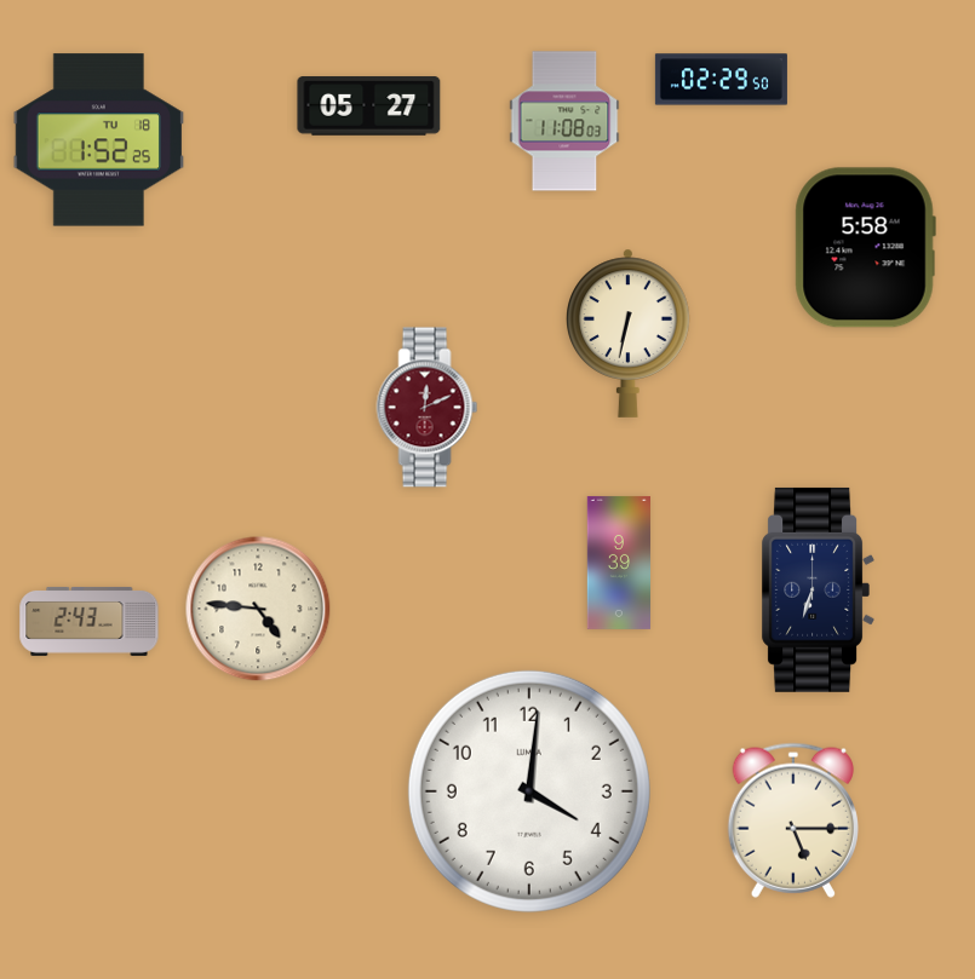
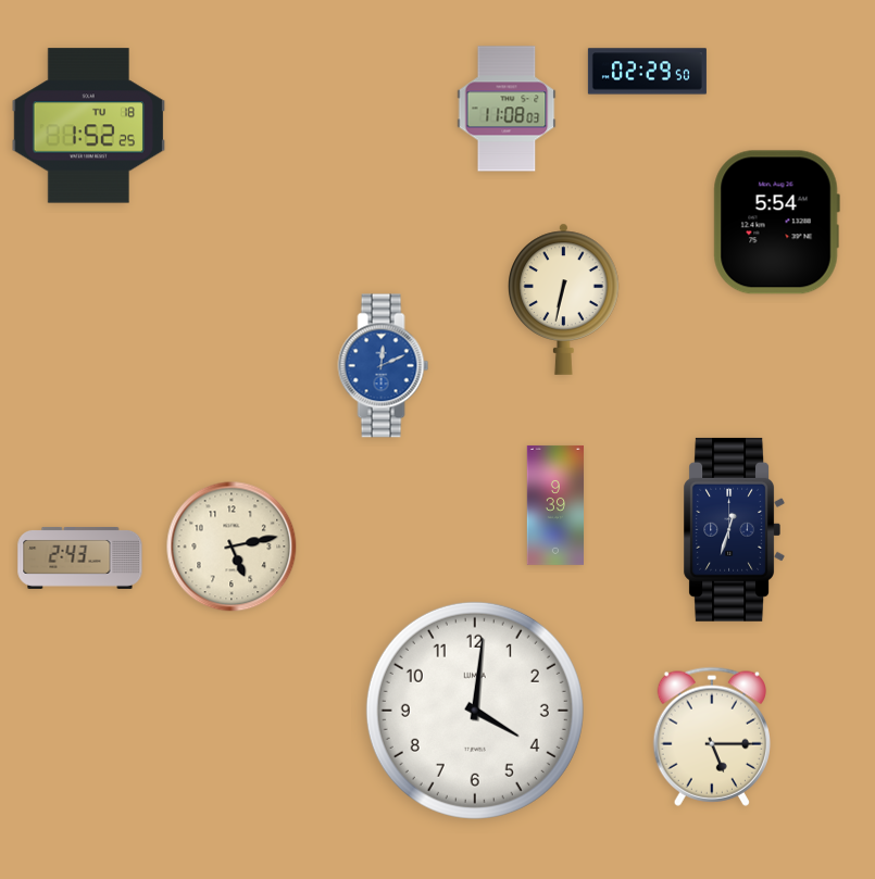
clock at (369, 106): 05:27 -> none
clock at (865, 248): 5:58 -> 5:54
clock at (428, 408) dial: burgundy -> blue
clock at (818, 589): 6:33 -> 12:33
clock at (258, 609): 4:46 -> 5:13
